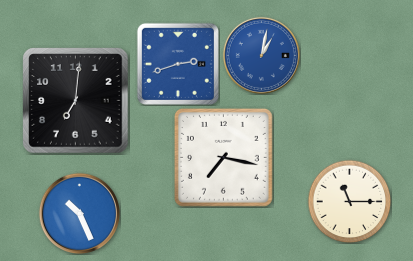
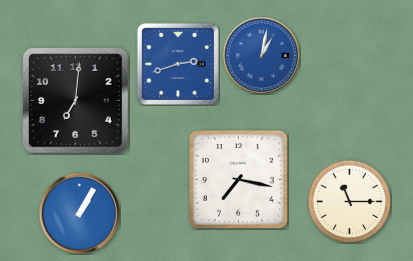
clock at (223, 157) position: (223, 157) -> (238, 179)
clock at (79, 213): 10:26 -> 1:05
